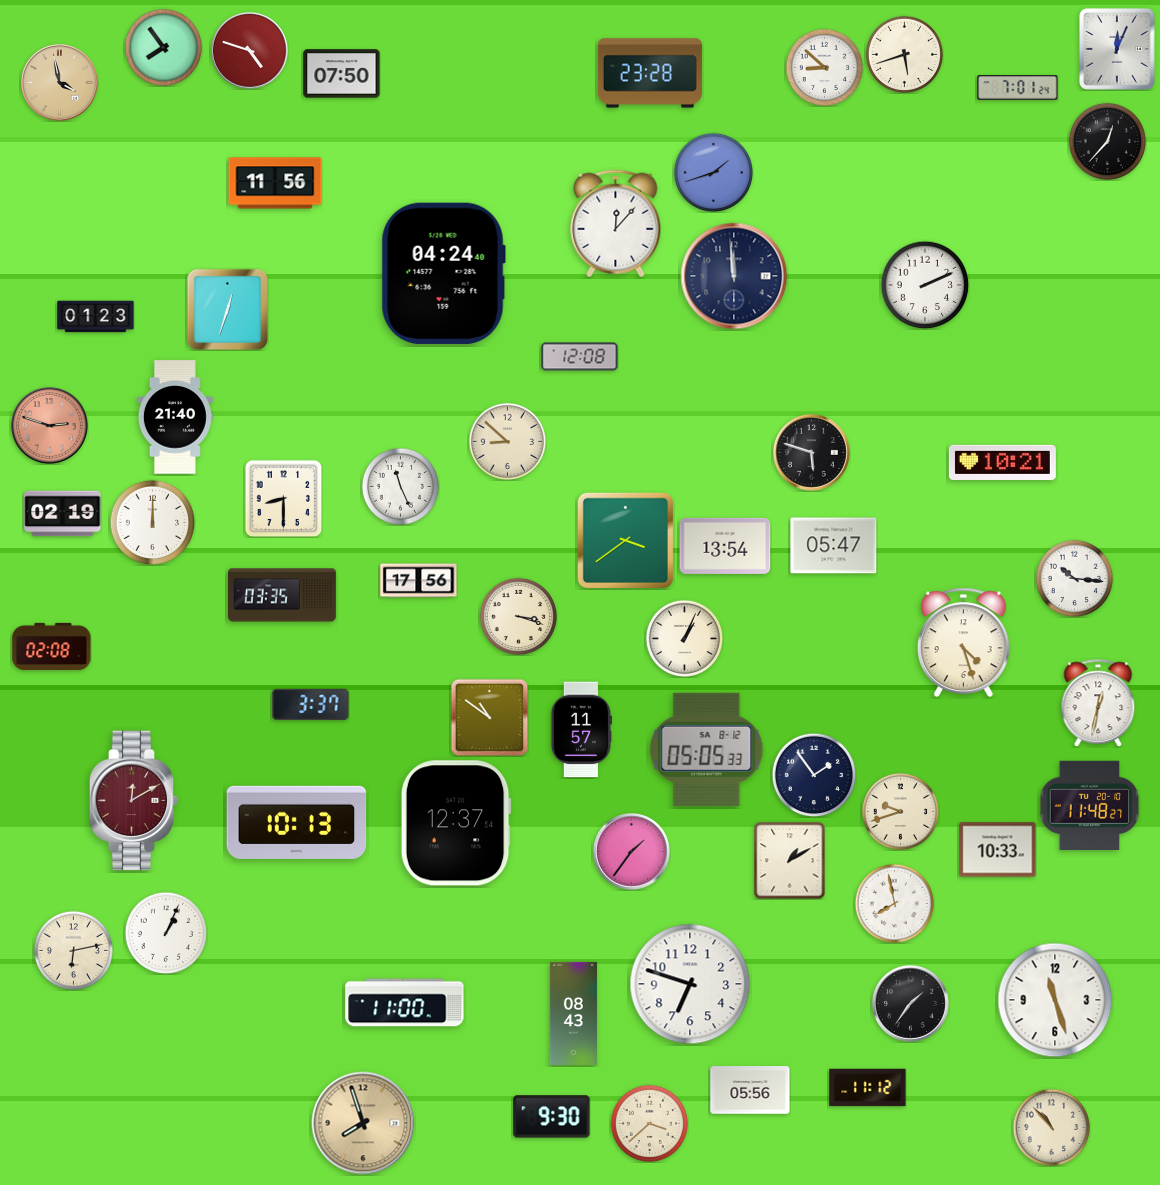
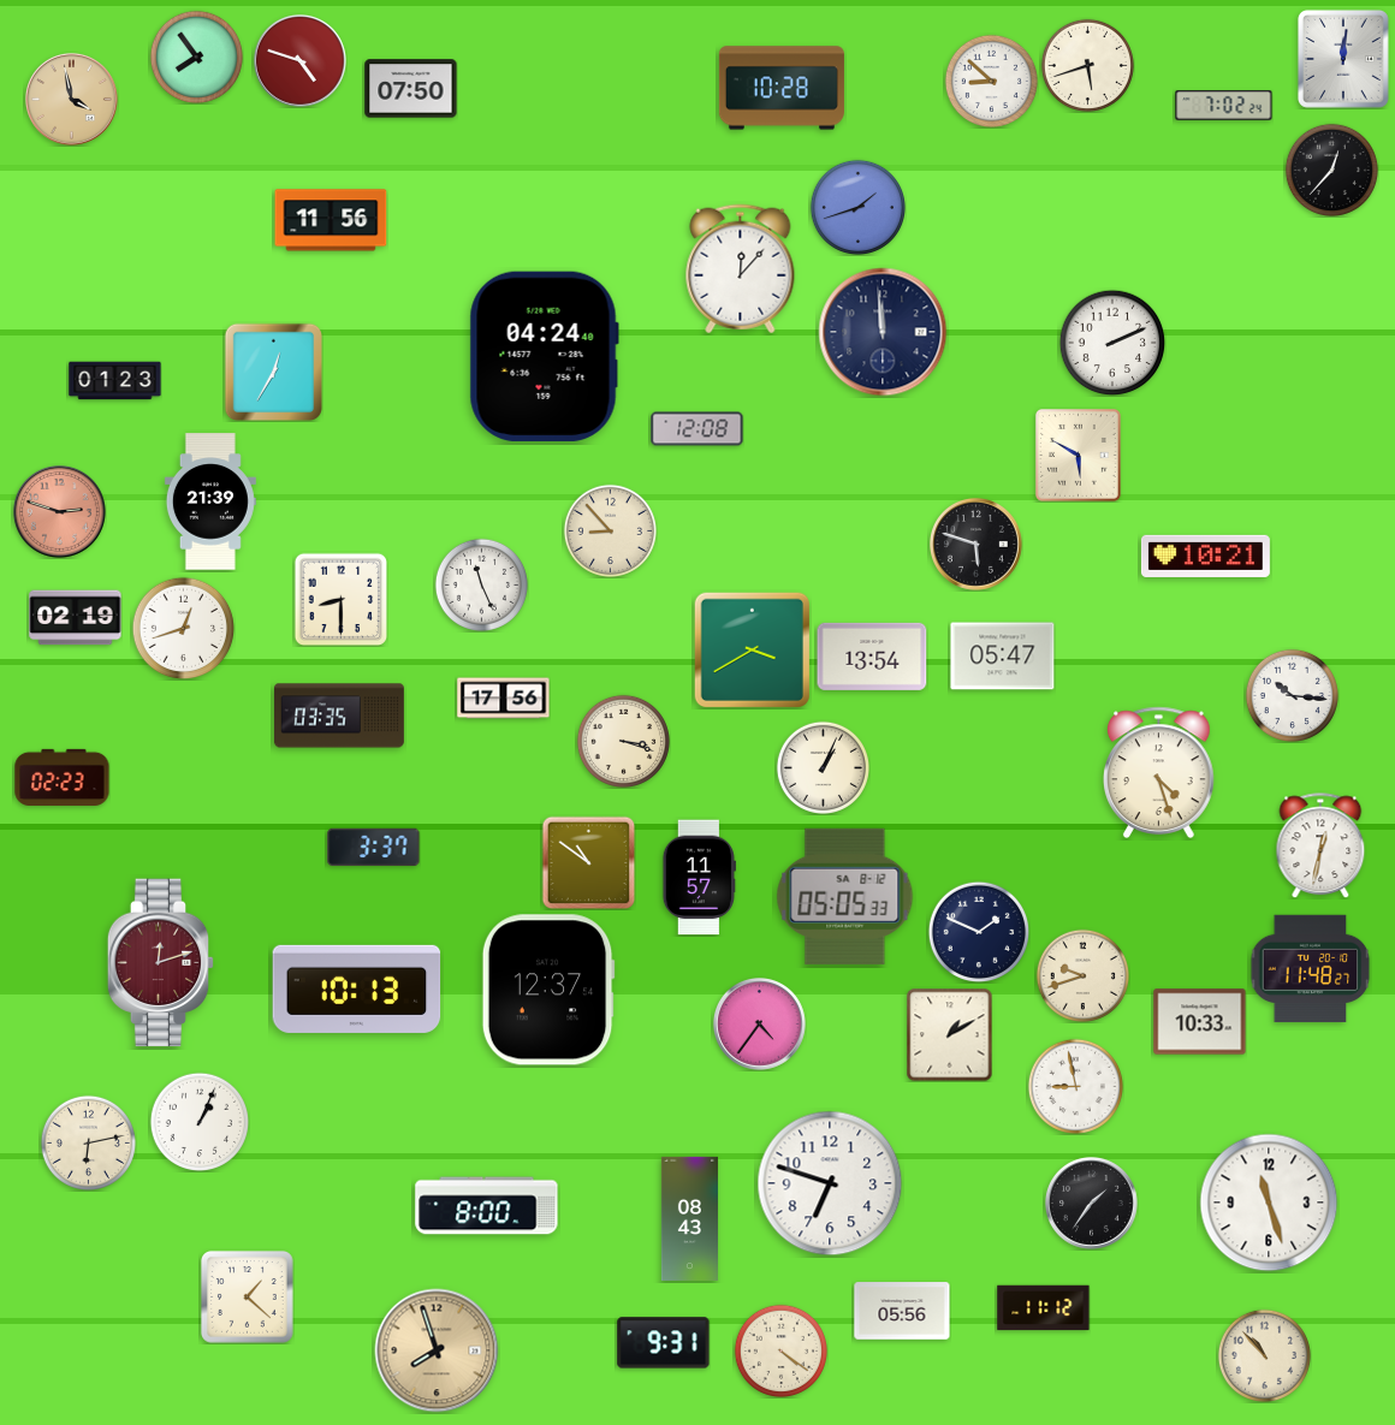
clock at (1117, 49): 12:04 -> 12:01
clock at (650, 73): 23:28 -> 10:28
clock at (1018, 88): 7:01 -> 7:02
clock at (443, 273) position: (443, 273) -> (544, 356)
clock at (227, 309): 12:33 -> 12:35
clock at (1078, 456): none -> 5:50
clock at (175, 417): 21:40 -> 21:39
clock at (507, 441): 8:52 -> 8:53
clock at (152, 522): 12:00 -> 12:42
clock at (625, 540): 3:39 -> 3:40
clock at (52, 646): 02:08 -> 02:23
clock at (707, 749) position: (707, 749) -> (845, 896)
clock at (814, 775): 1:54 -> 1:49
clock at (134, 801): 12:10 -> 12:12
clock at (632, 852): 1:36 -> 4:36
clock at (894, 903): 7:58 -> 8:58
clock at (405, 1003): 11:00 -> 8:00
clock at (911, 1004) position: (911, 1004) -> (1092, 1204)
clock at (247, 1296): none -> 1:22
clock at (552, 1117): 9:30 -> 9:31
clock at (649, 1123): 3:38 -> 4:21
